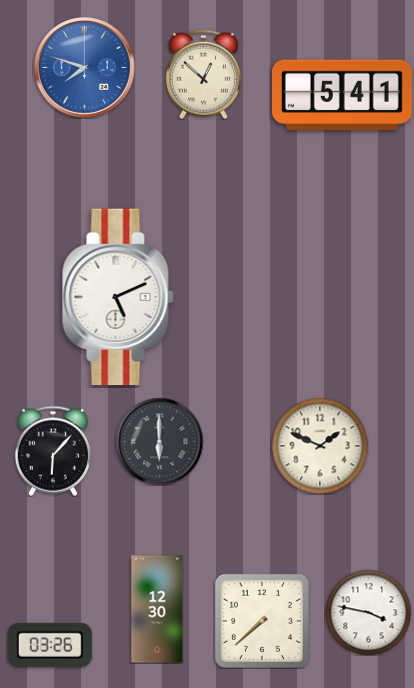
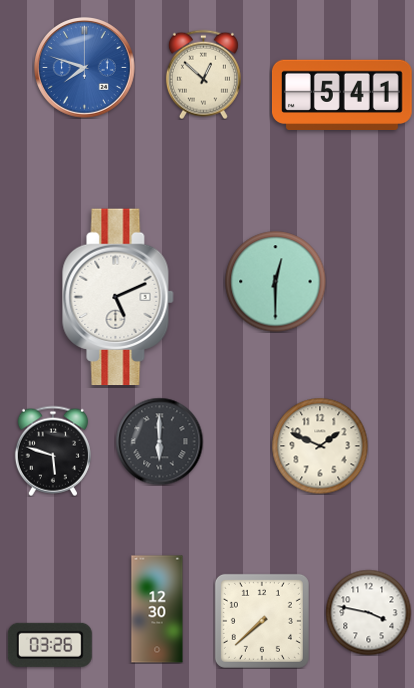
clock at (276, 282): none -> 12:30
clock at (53, 451): 6:07 -> 5:48
